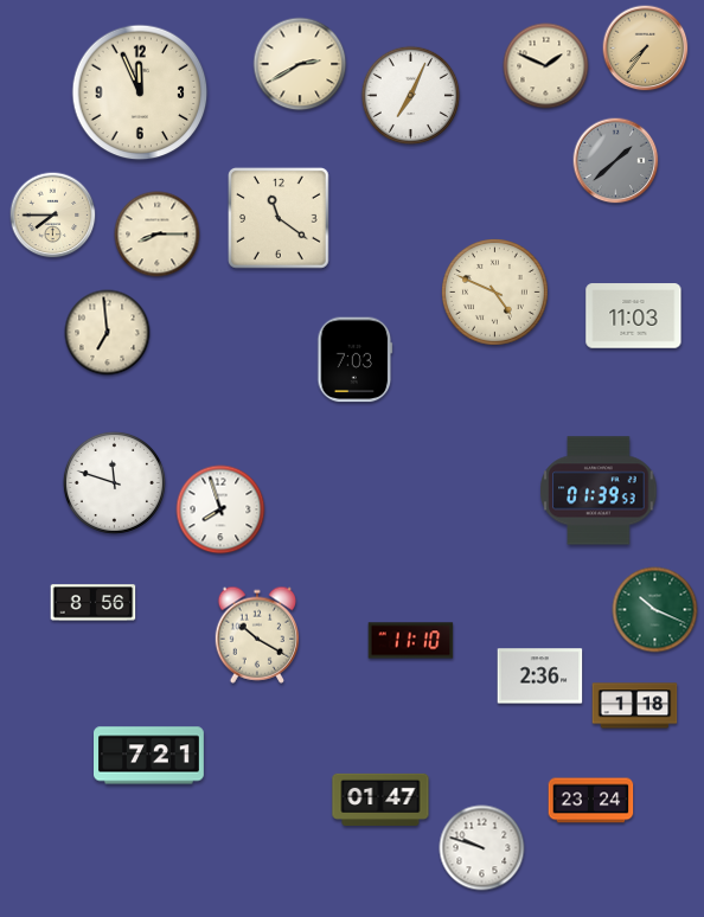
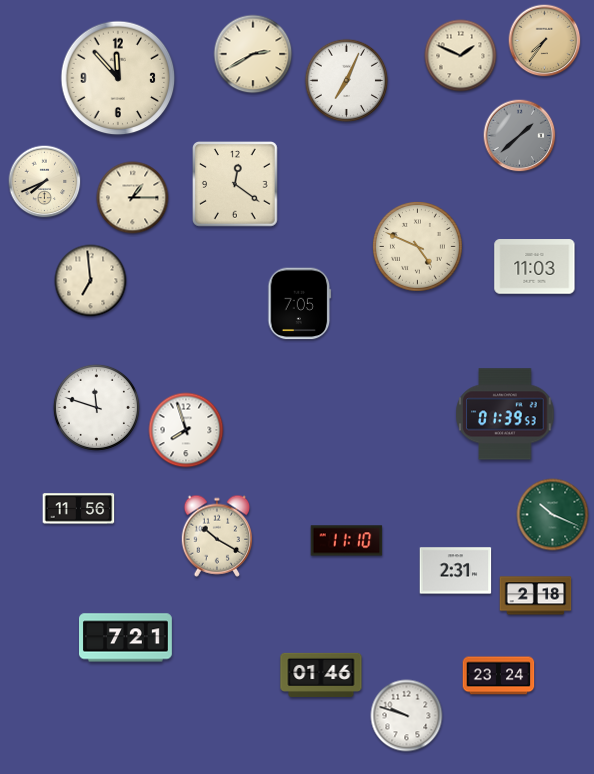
clock at (140, 92): 11:56 -> 11:53
clock at (53, 216): 7:45 -> 7:41
clock at (280, 219): 11:21 -> 12:21
clock at (158, 235): 8:15 -> 1:15
clock at (356, 360): 7:03 -> 7:05
clock at (94, 603): 8:56 -> 11:56
clock at (540, 676): 2:36 -> 2:31
clock at (635, 706): 1:18 -> 2:18
clock at (380, 799): 01:47 -> 01:46
